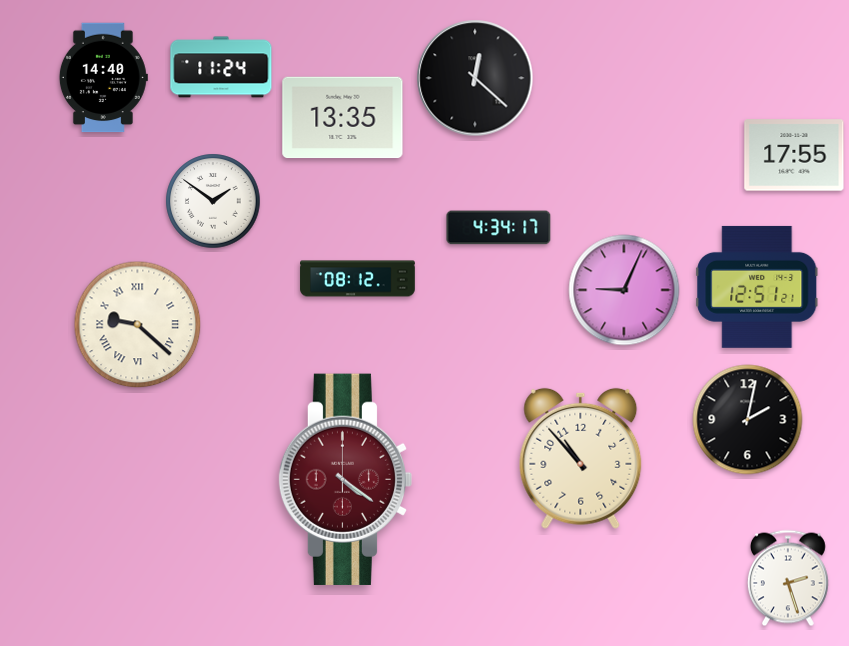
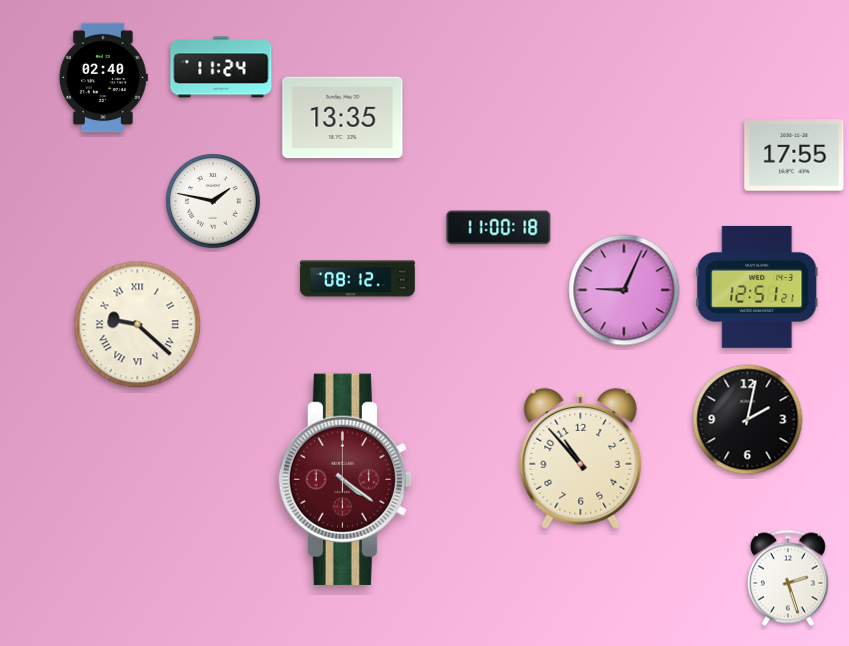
clock at (103, 78): 14:40 -> 02:40
clock at (475, 78): 12:22 -> none
clock at (213, 201): 1:51 -> 1:47
clock at (499, 228): 4:34 -> 11:00
